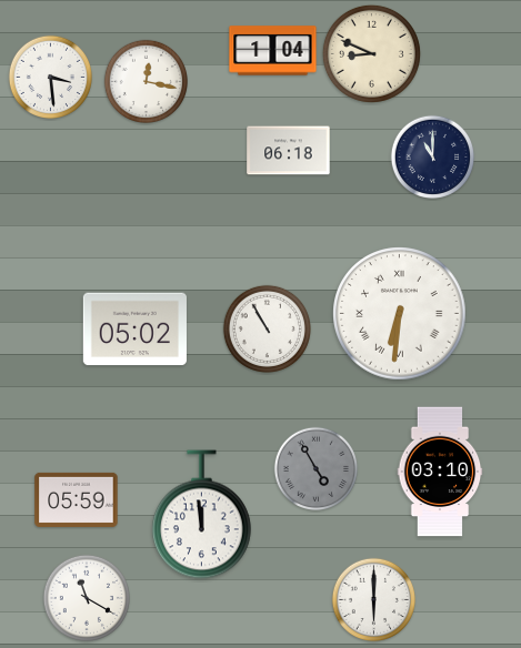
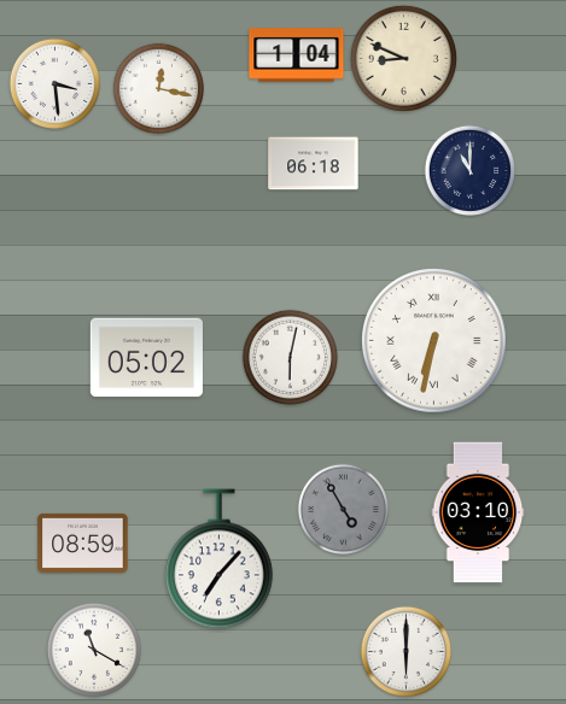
clock at (400, 314): 6:31 -> 6:32
clock at (267, 328): 10:55 -> 6:02
clock at (77, 499): 05:59 -> 08:59
clock at (202, 515): 11:59 -> 7:07
